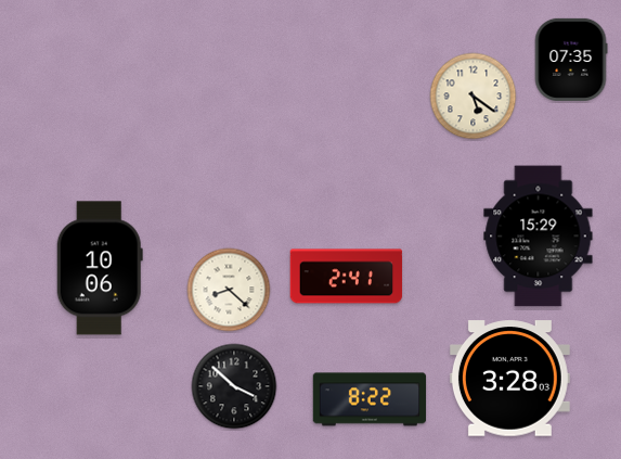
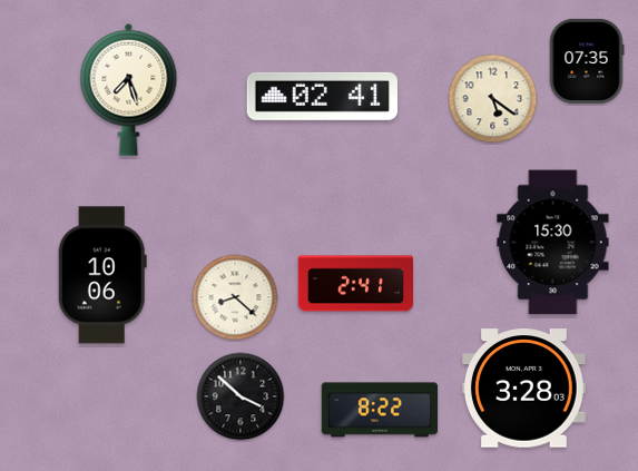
clock at (129, 89): none -> 7:27
clock at (322, 96): none -> 02:41
clock at (474, 97) position: (474, 97) -> (493, 99)
clock at (539, 237): 15:29 -> 15:30
